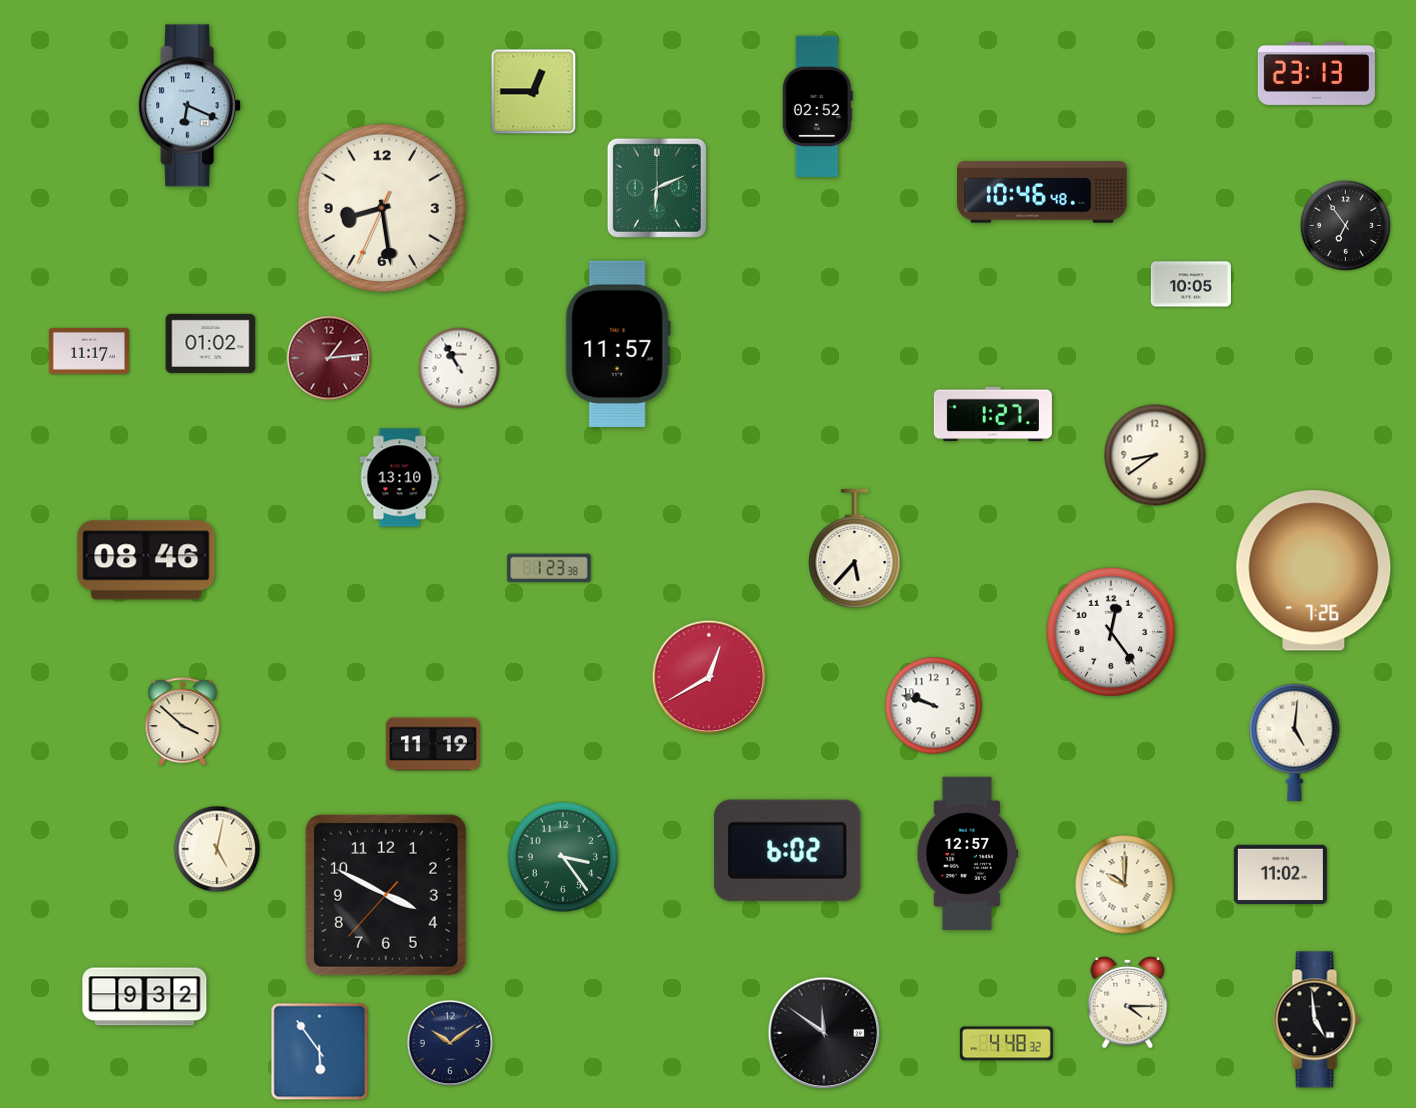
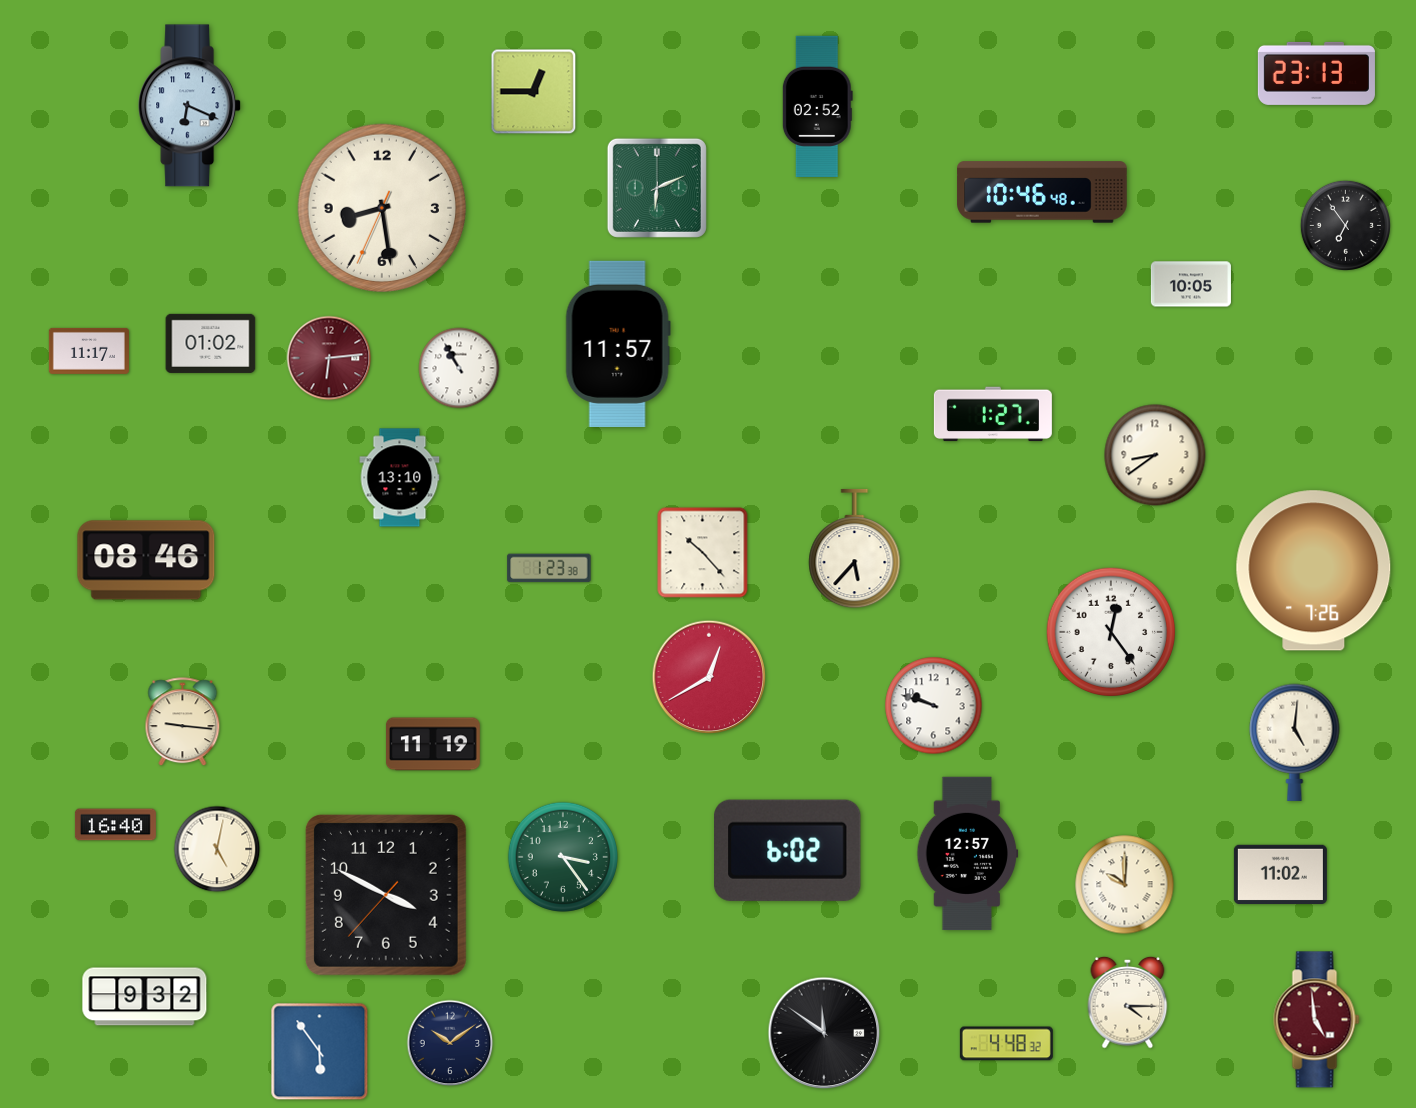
clock at (329, 358): 1:14 -> 6:14
clock at (703, 553): none -> 10:23
clock at (183, 722): 3:52 -> 9:16
clock at (115, 825): none -> 16:40
clock at (1317, 1020) dial: black -> burgundy
